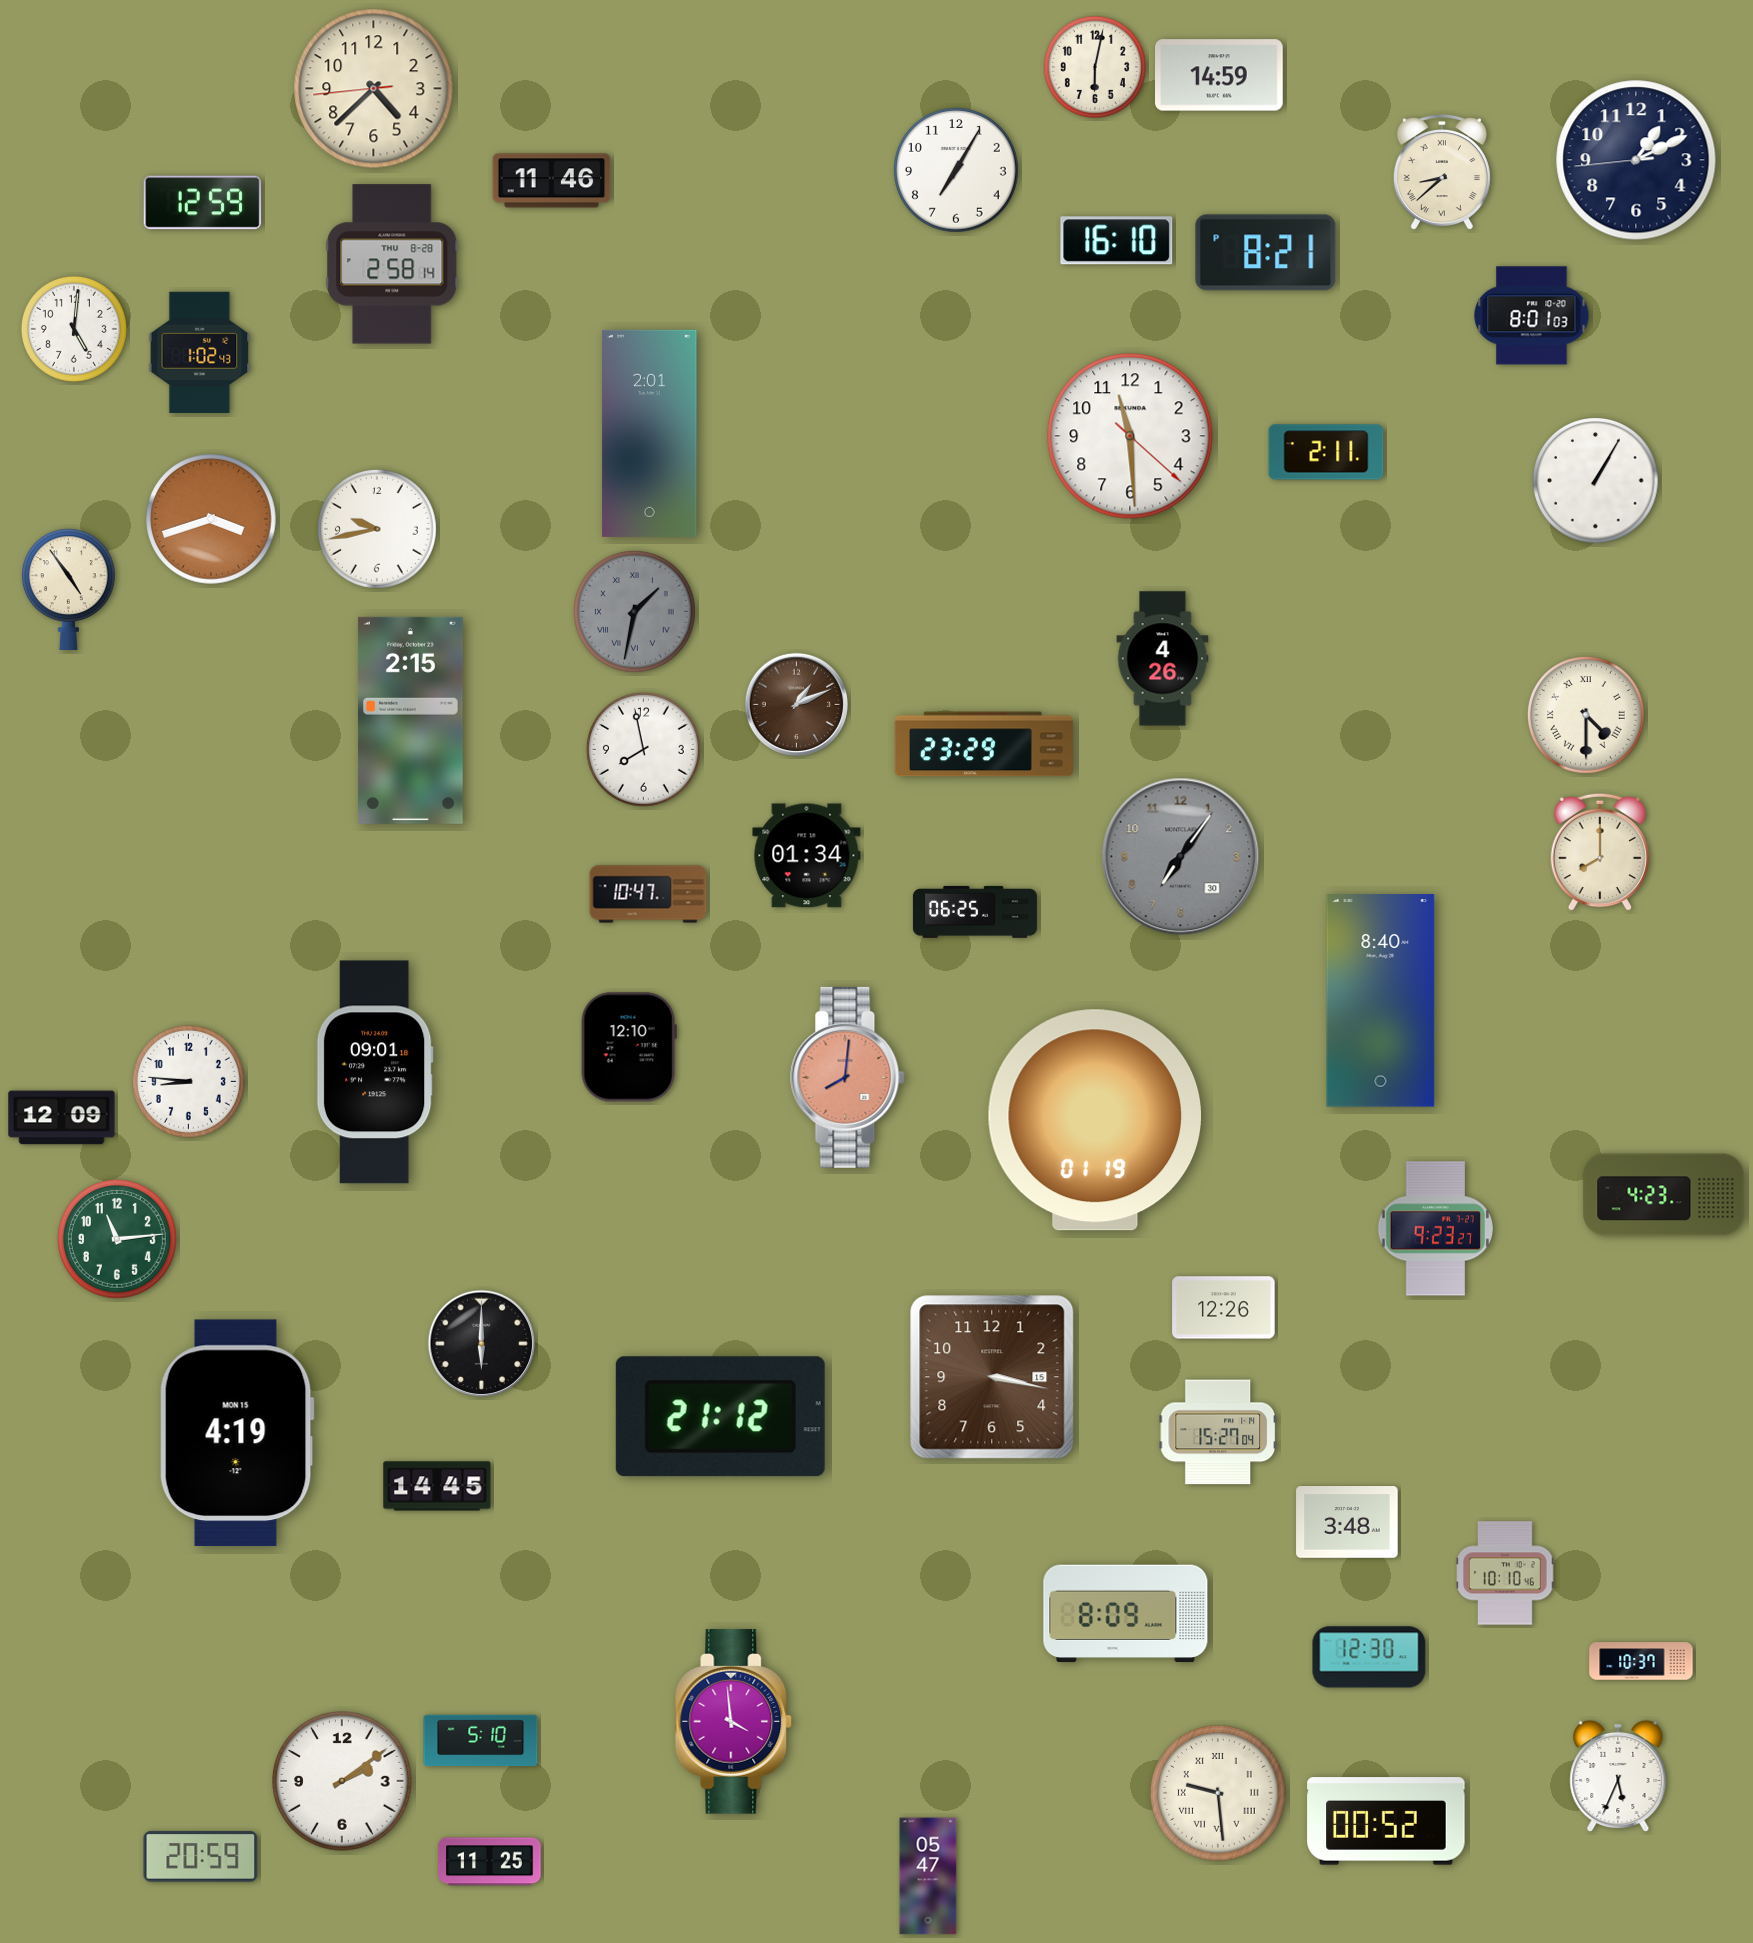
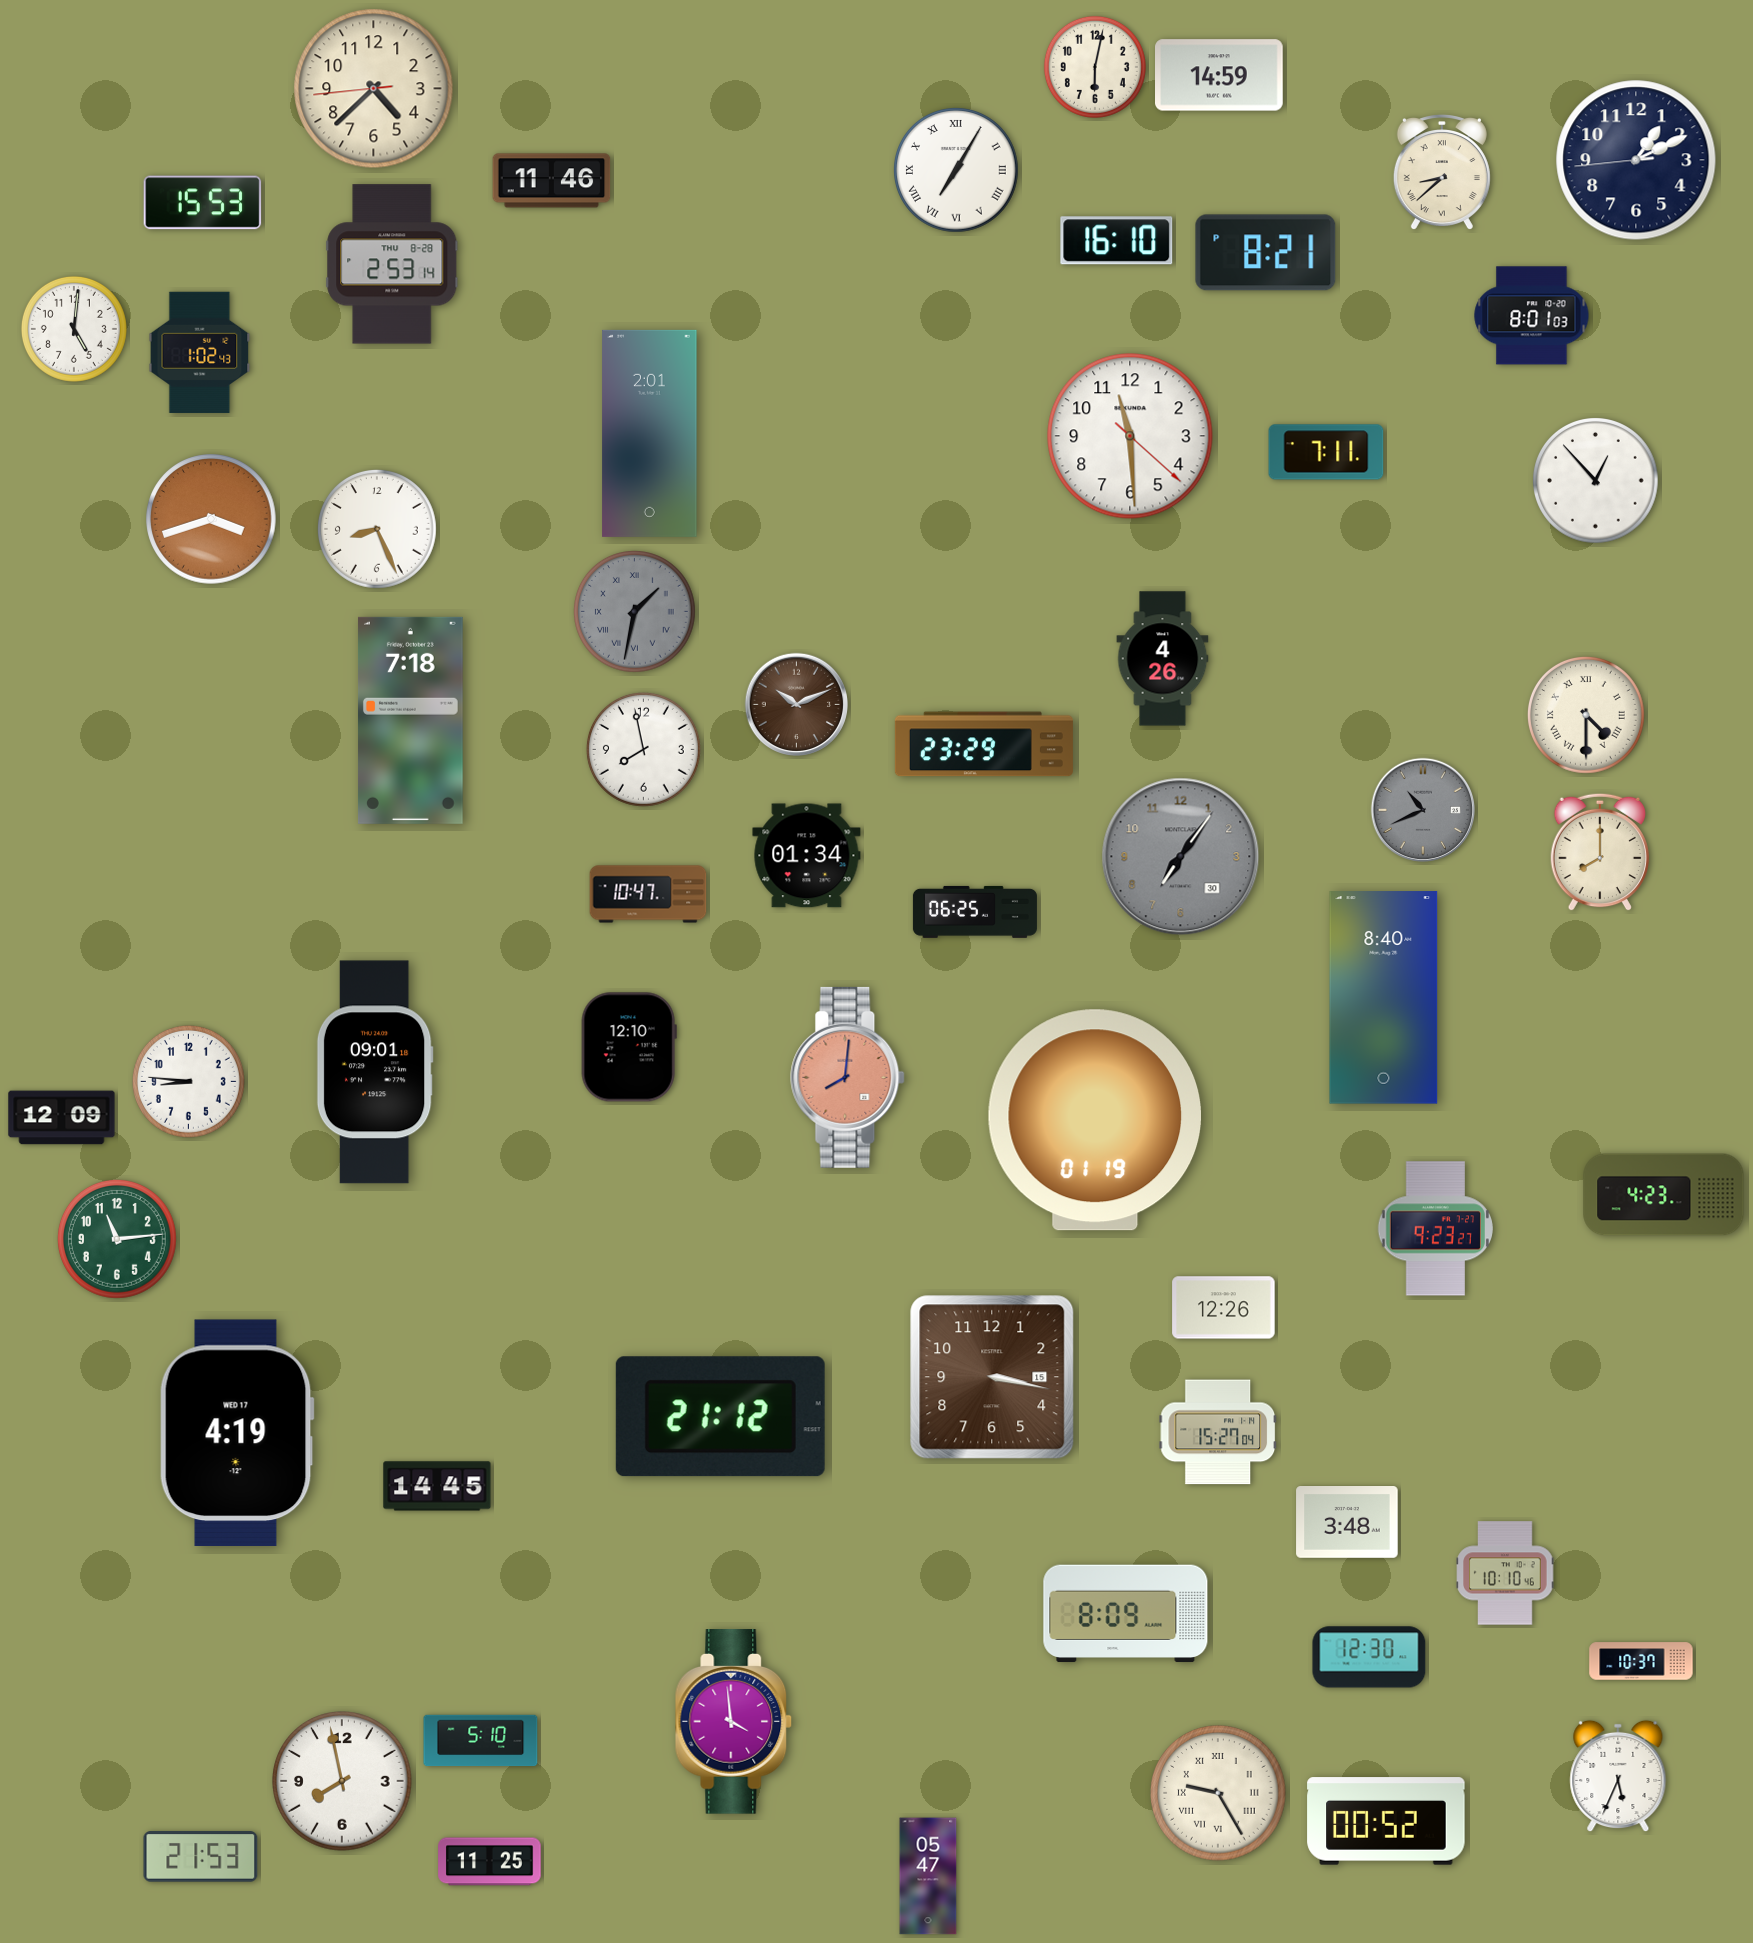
clock at (957, 171) numerals: Arabic -> Roman
clock at (203, 203): 12:59 -> 15:53
clock at (392, 264): 2:58 -> 2:53
clock at (1326, 452): 2:11 -> 7:11
clock at (1596, 481): 1:05 -> 12:53
clock at (378, 530): 9:43 -> 8:26
clock at (68, 589): 4:54 -> none
clock at (796, 704): 1:11 -> 10:11
clock at (410, 720): 2:15 -> 7:18
clock at (1422, 809): none -> 10:41
clock at (1381, 1001) position: (1381, 1001) -> (1384, 998)
clock at (482, 1344): 6:00 -> none
clock at (237, 1432) date: MON 15 -> WED 17
clock at (342, 1781): 2:09 -> 7:58
clock at (1218, 1793): 9:29 -> 9:25
clock at (201, 1857): 20:59 -> 21:53
